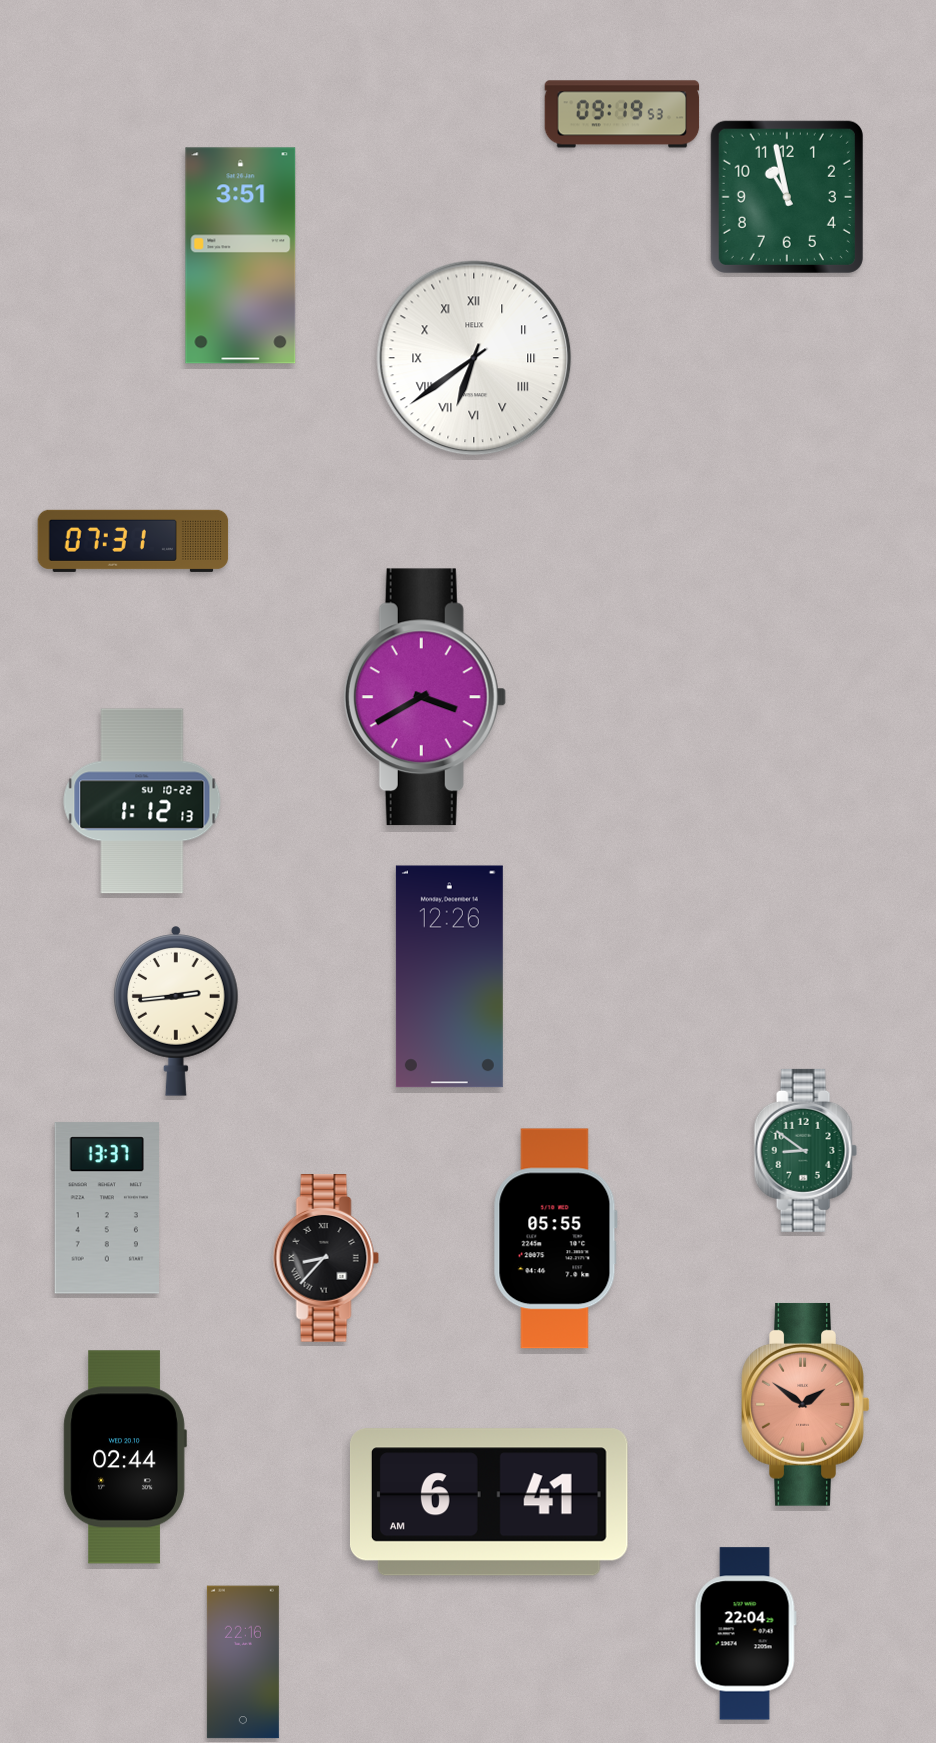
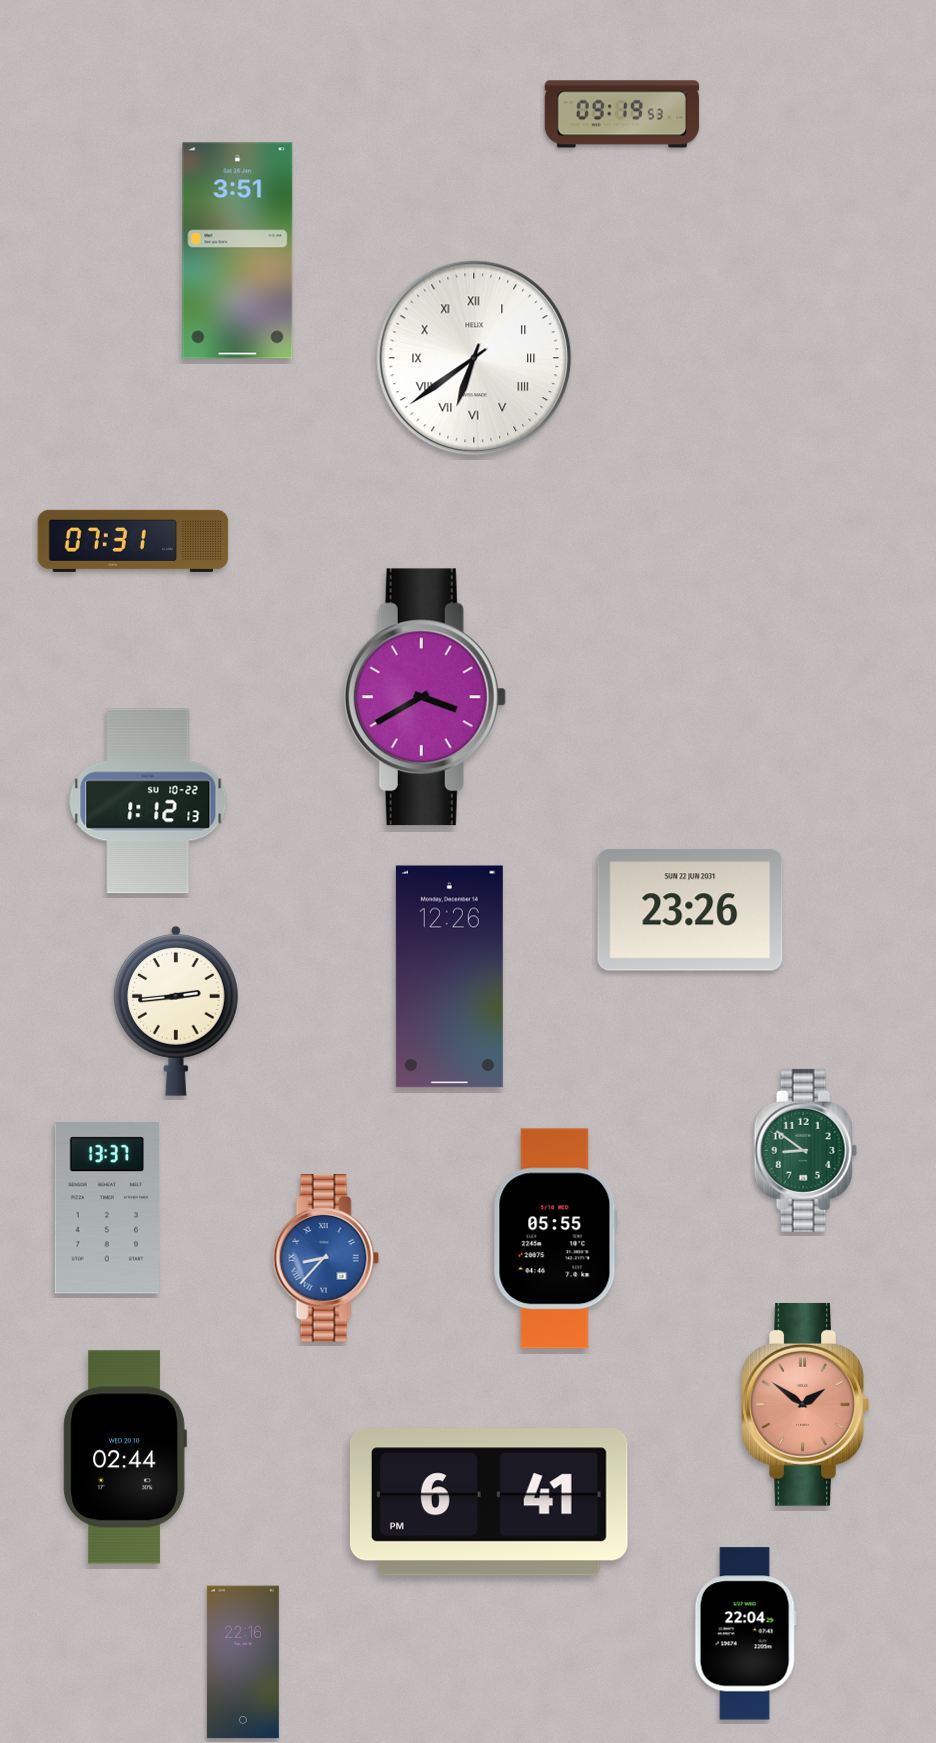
clock at (787, 197): 10:58 -> none
clock at (241, 256) position: (241, 256) -> (238, 251)
clock at (142, 801) position: (142, 801) -> (148, 801)
clock at (690, 910): none -> 23:26
clock at (326, 1259) dial: black -> blue
clock at (489, 1502): 6:41 AM -> 6:41 PM
